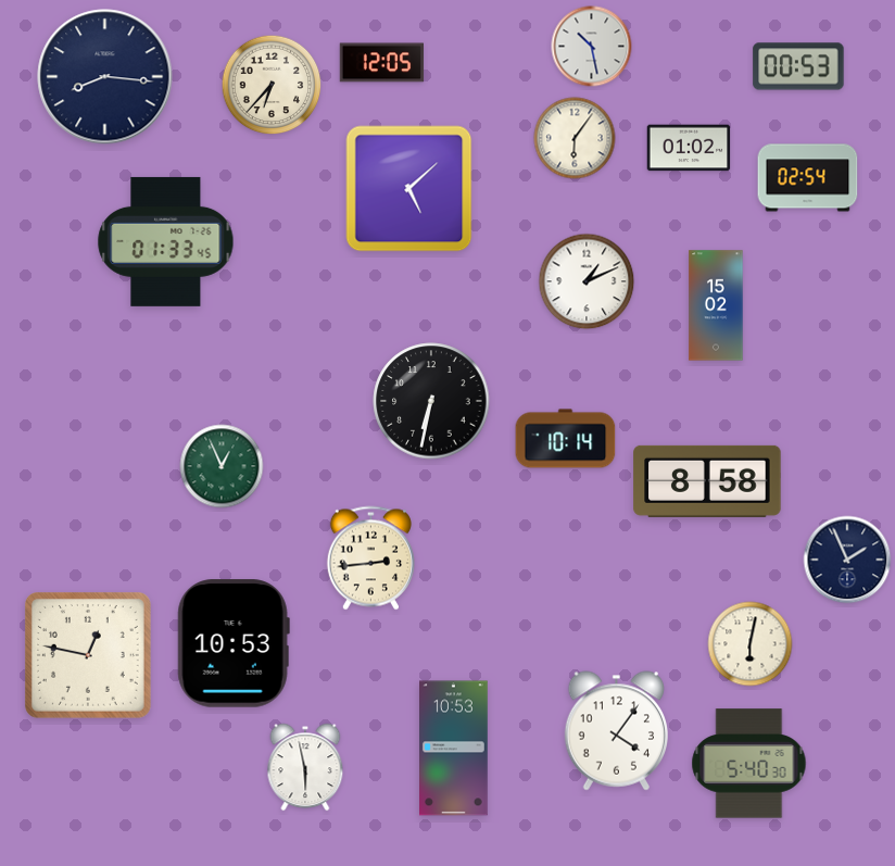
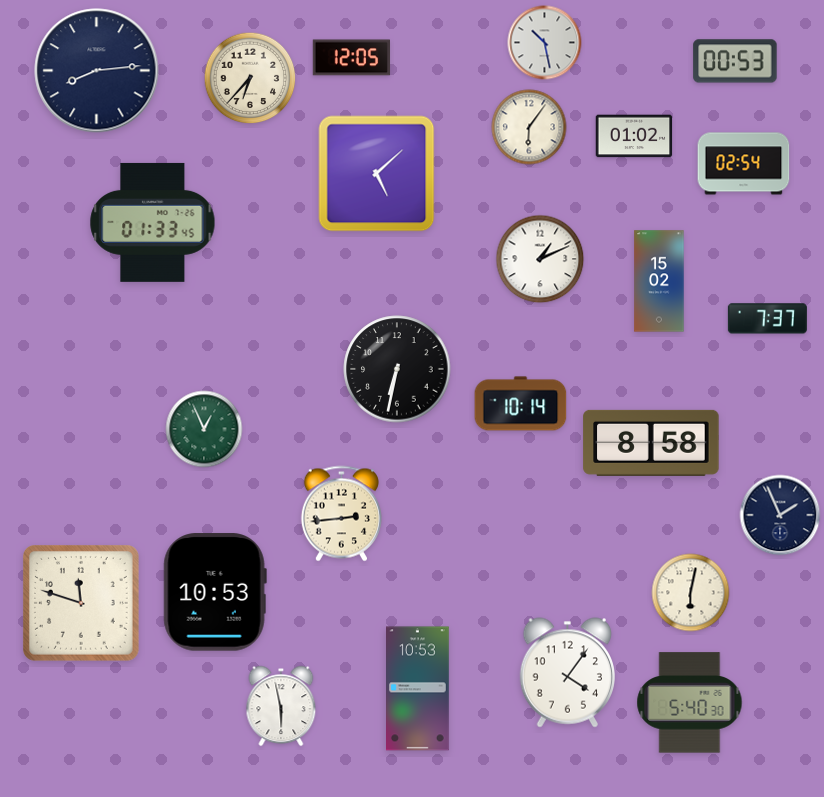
clock at (105, 77): 8:16 -> 8:14
clock at (767, 319): none -> 7:37
clock at (89, 656): 12:47 -> 11:48
